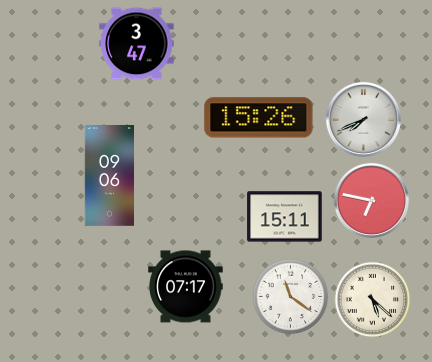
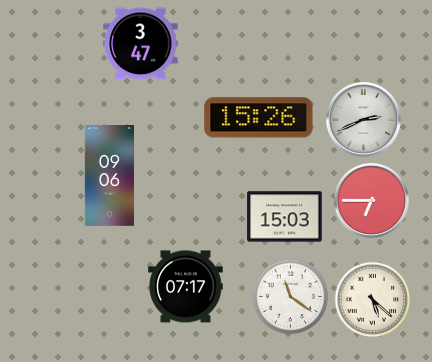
clock at (137, 44) position: (137, 44) -> (141, 44)
clock at (363, 119): 7:41 -> 2:41
clock at (371, 200): 6:47 -> 6:45
clock at (285, 217): 15:11 -> 15:03
